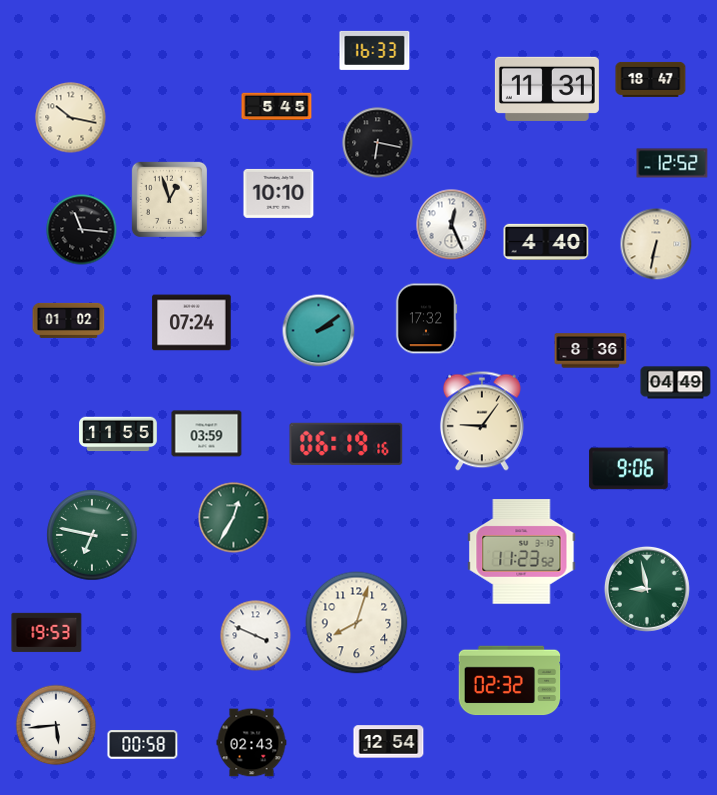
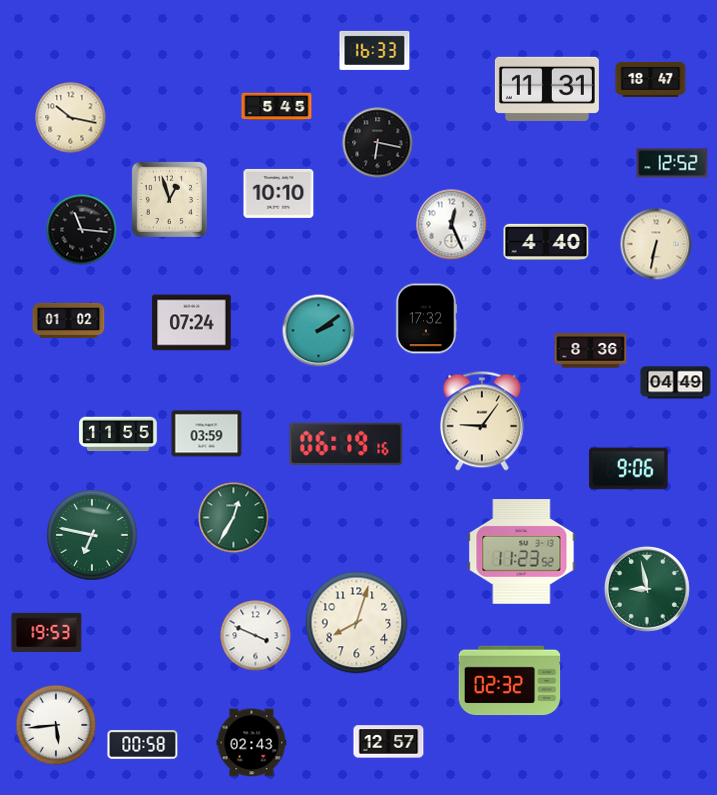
clock at (389, 742): 12:54 -> 12:57
